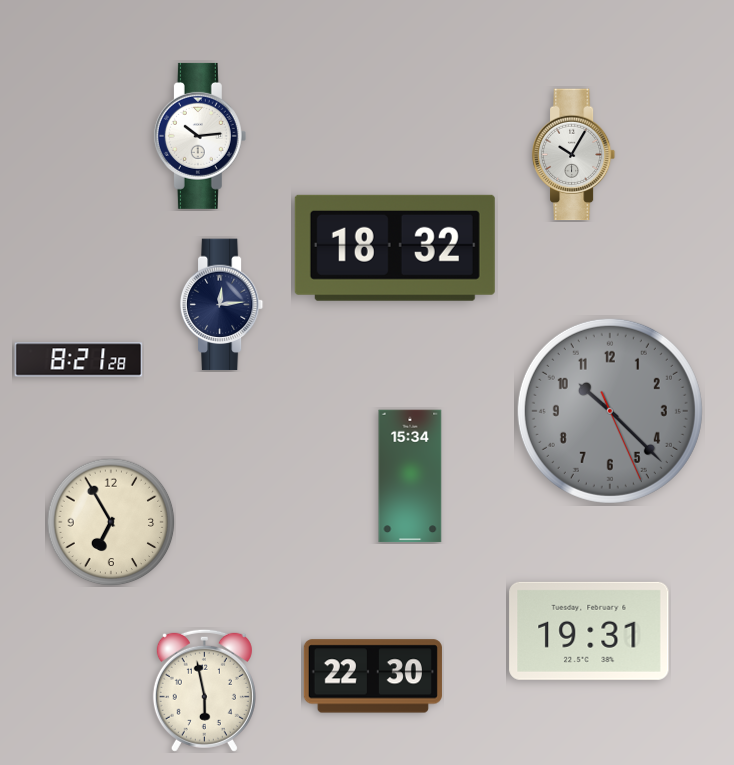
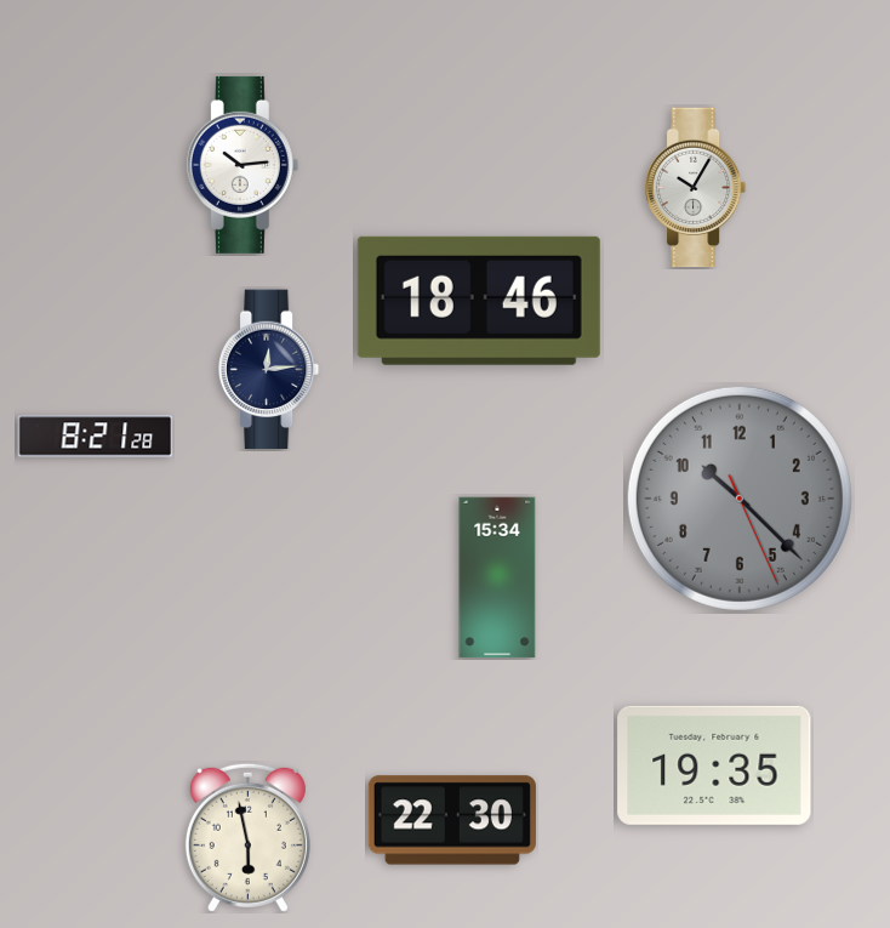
clock at (395, 248): 18:32 -> 18:46
clock at (111, 522): 6:55 -> none
clock at (589, 631): 19:31 -> 19:35
